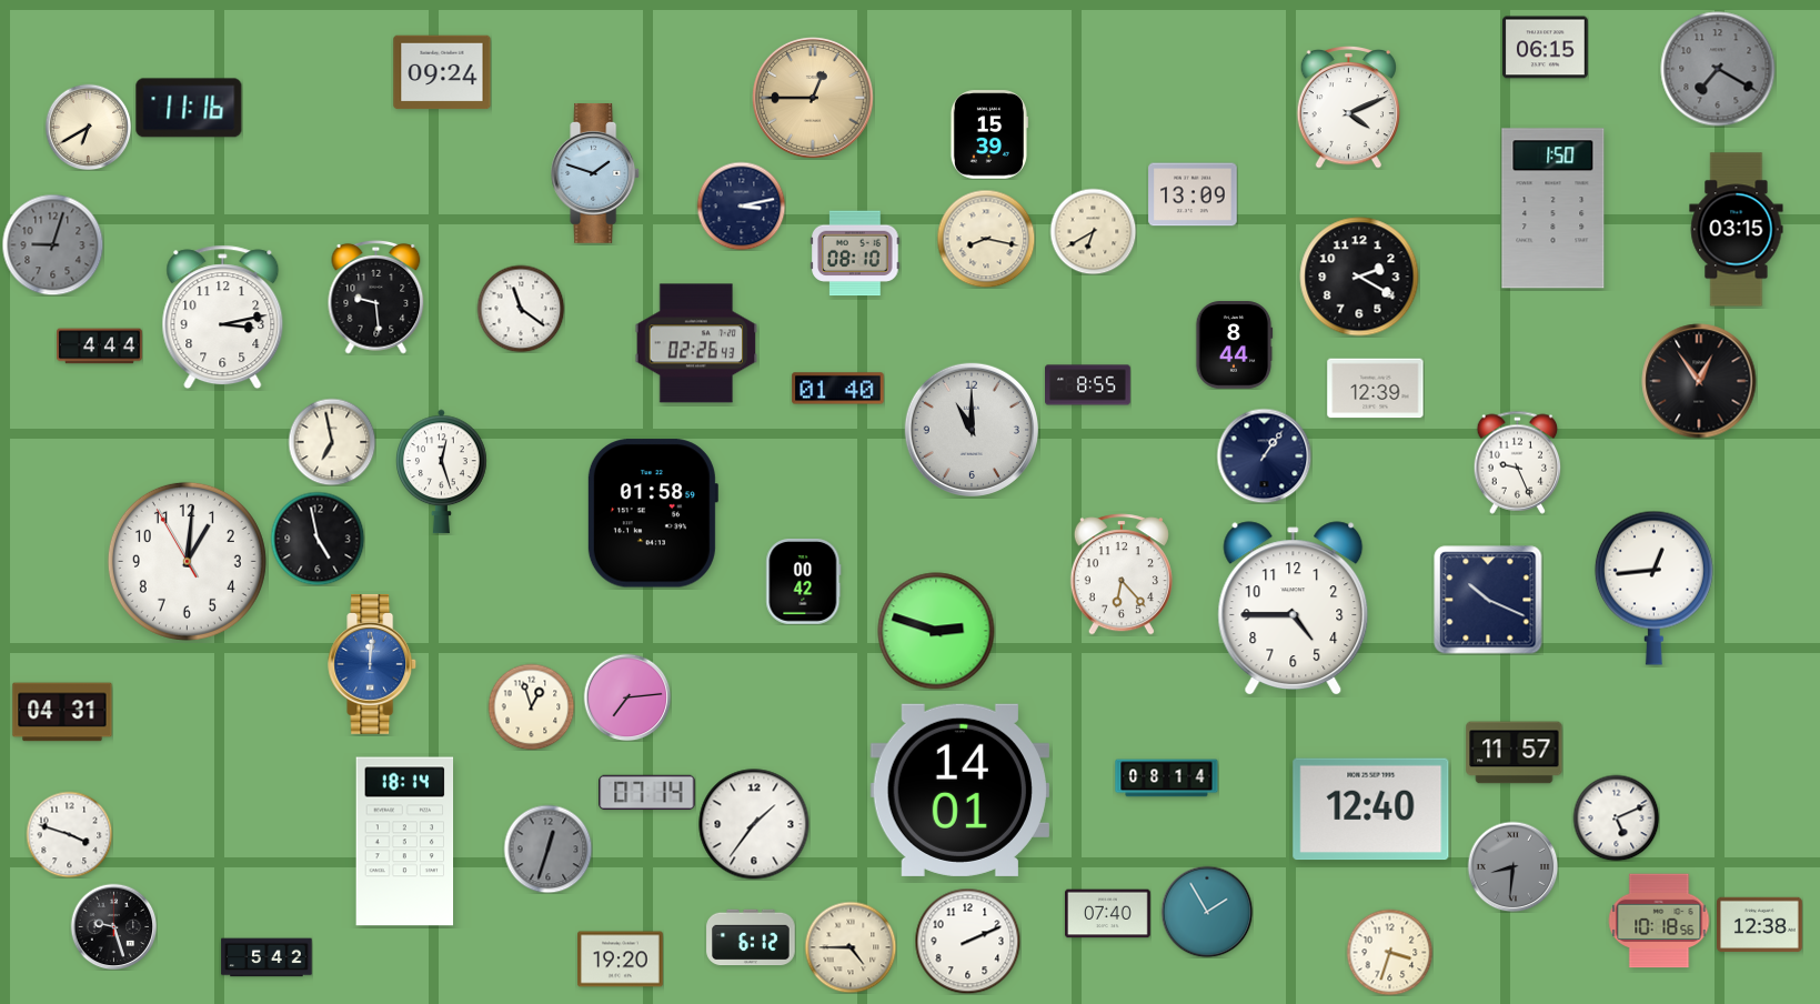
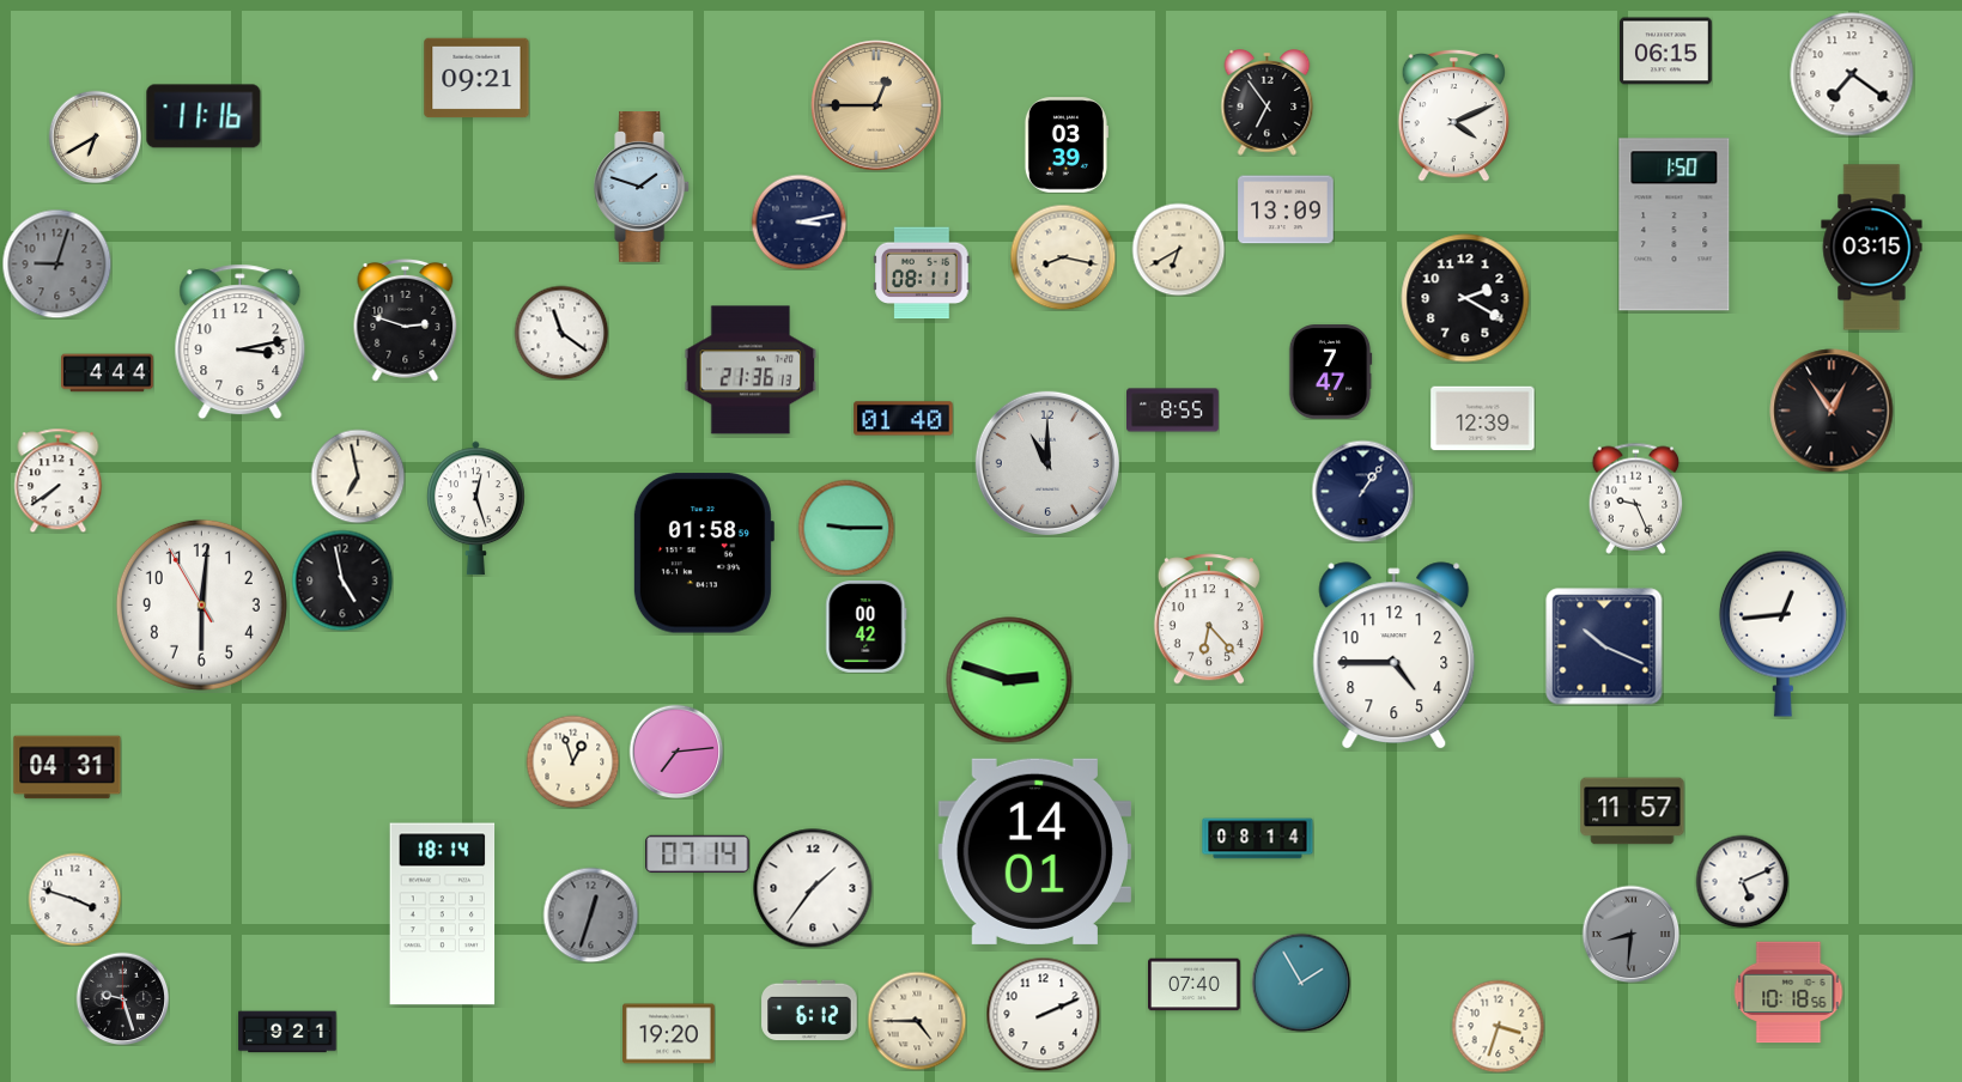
clock at (1718, 69): 7:20 -> 7:21
clock at (1718, 69) dial: grey -> white
clock at (442, 72): 09:24 -> 09:21
clock at (1268, 103): none -> 6:54
clock at (988, 134): 15:39 -> 03:39
clock at (855, 253): 08:10 -> 08:11
clock at (376, 297): 9:29 -> 2:48
clock at (696, 343): 02:26 -> 21:36
clock at (1234, 345): 8:44 -> 7:47
clock at (1088, 385) position: (1088, 385) -> (1173, 411)
clock at (59, 480): none -> 7:39
clock at (846, 528): none -> 9:15
clock at (187, 561): 1:00 -> 6:00
clock at (373, 664): 12:01 -> none
clock at (1371, 810): 12:40 -> none
clock at (405, 842) position: (405, 842) -> (443, 914)
clock at (1760, 925): 12:38 -> none
clock at (267, 957): 5:42 -> 9:21
